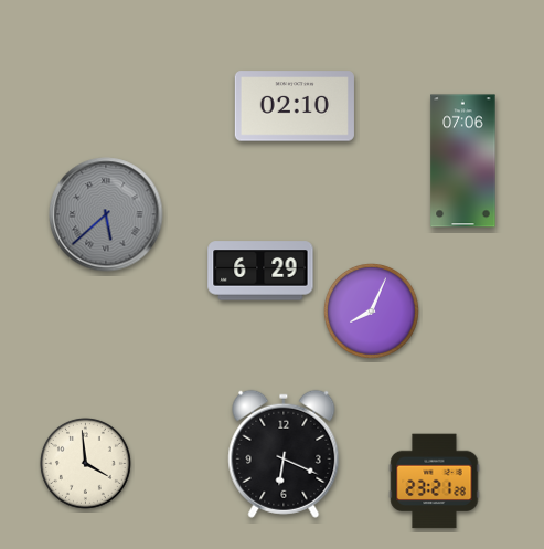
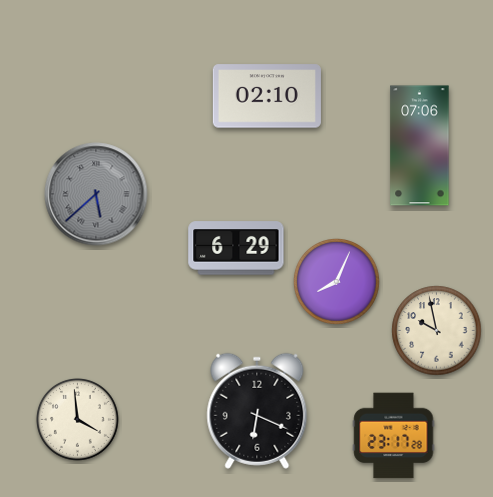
clock at (260, 271) position: (260, 271) -> (236, 248)
clock at (437, 331): none -> 9:58
clock at (435, 482): 23:21 -> 23:17
